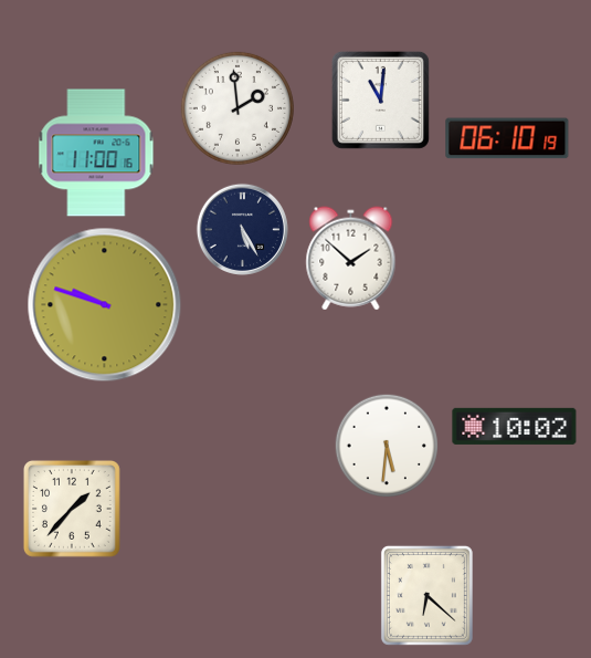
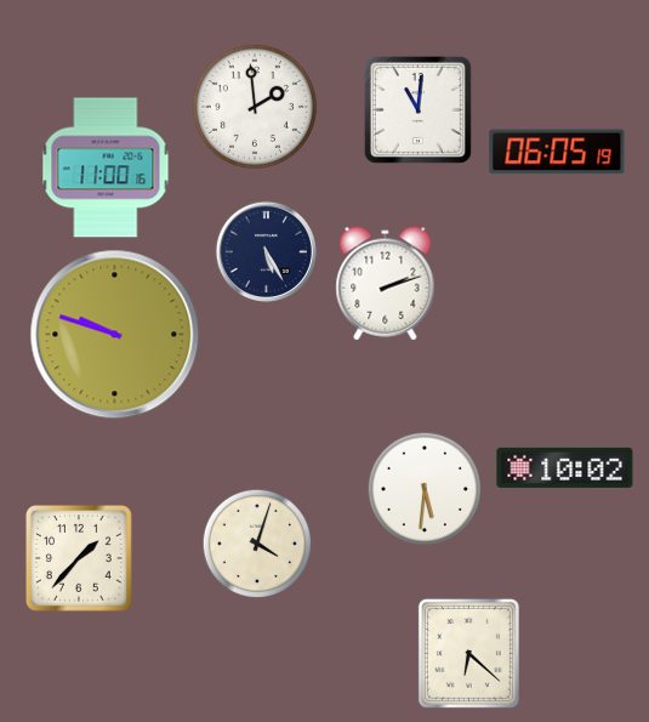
clock at (238, 108) position: (238, 108) -> (255, 107)
clock at (507, 138): 06:10 -> 06:05
clock at (351, 259): 1:52 -> 2:12
clock at (257, 544): none -> 4:03
